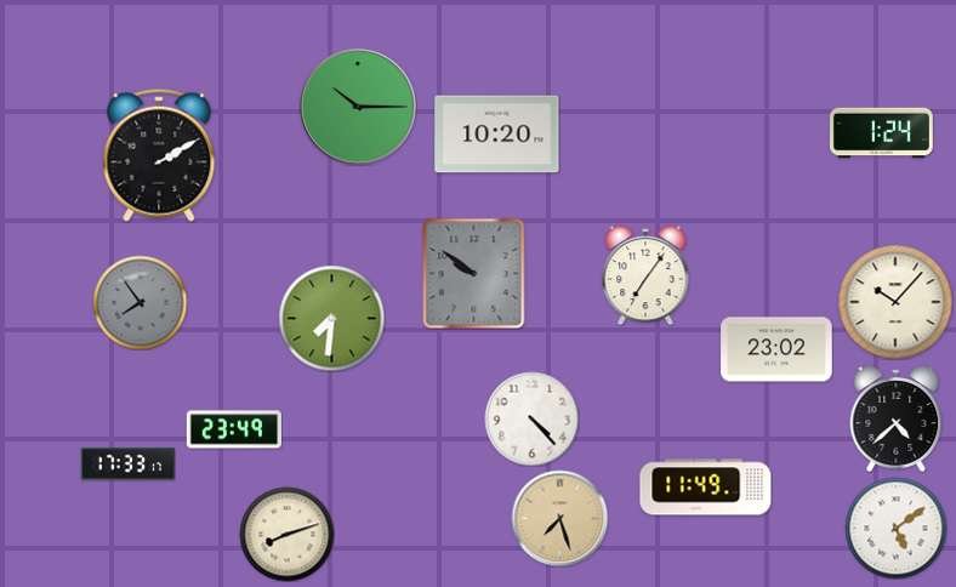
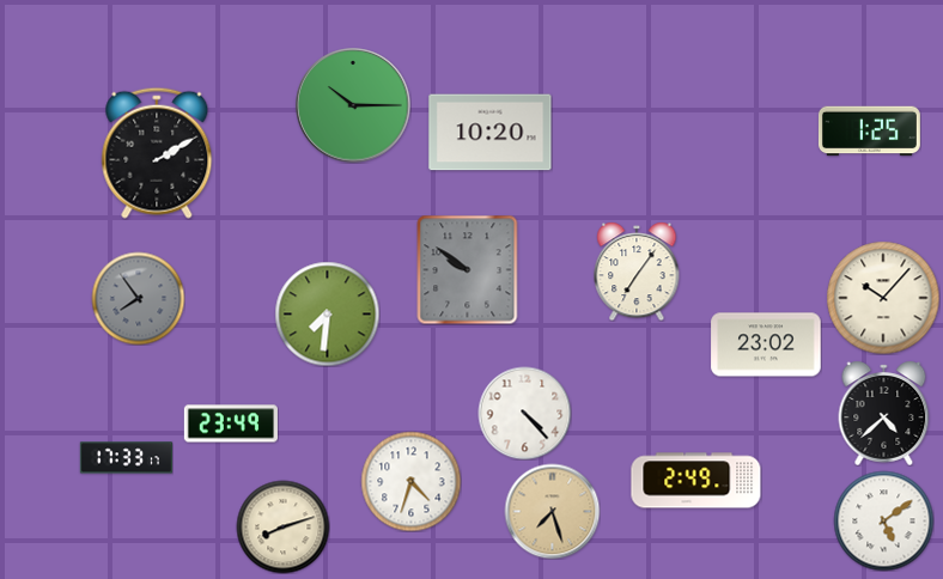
clock at (881, 133): 1:24 -> 1:25
clock at (410, 481): none -> 4:33
clock at (706, 488): 11:49 -> 2:49
